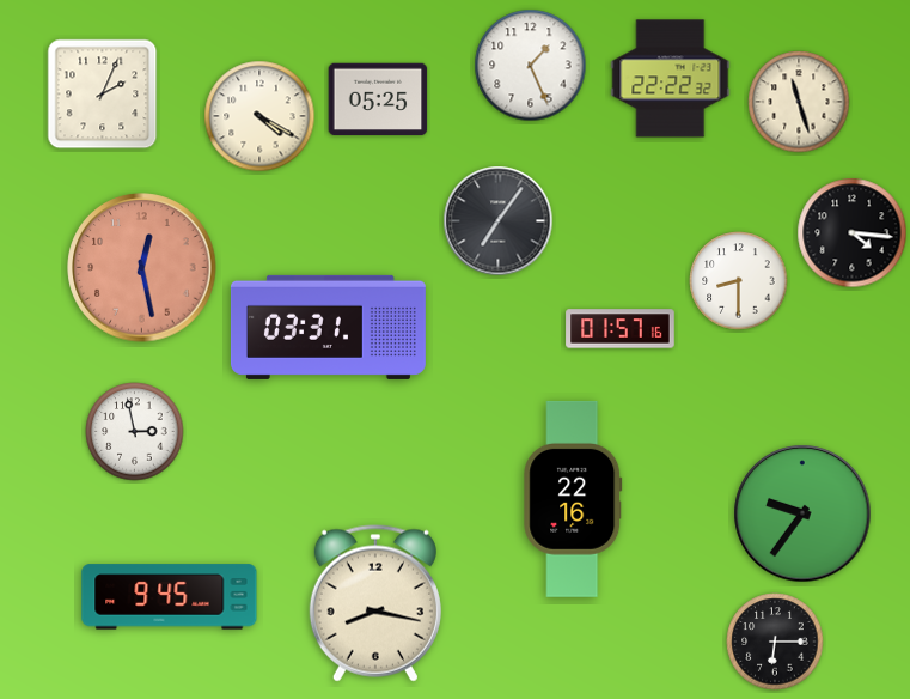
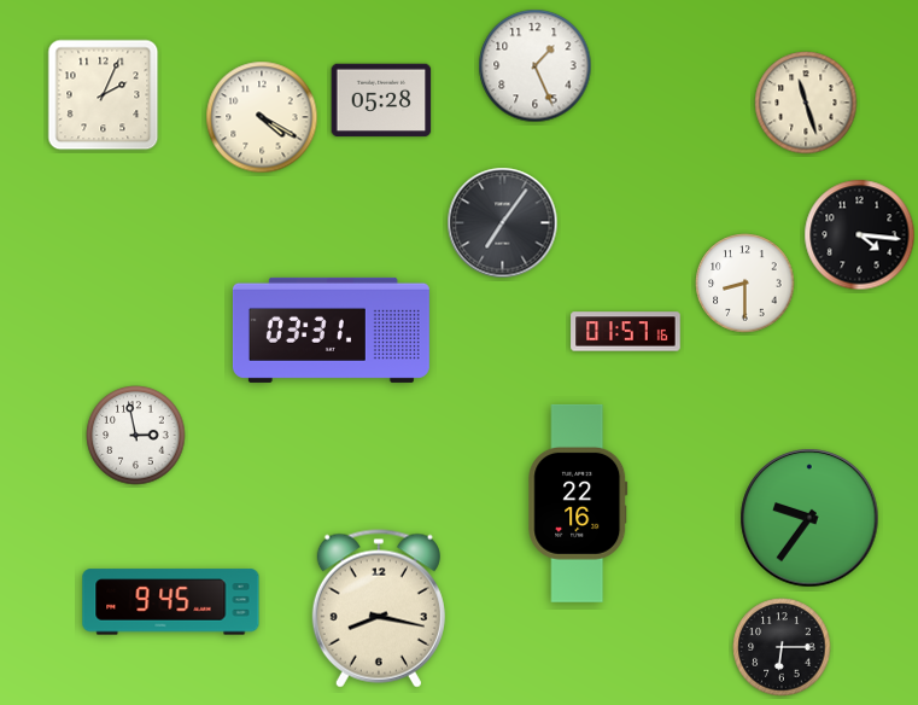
clock at (671, 79): 22:22 -> none
clock at (378, 99): 05:25 -> 05:28
clock at (142, 268): 12:28 -> none
